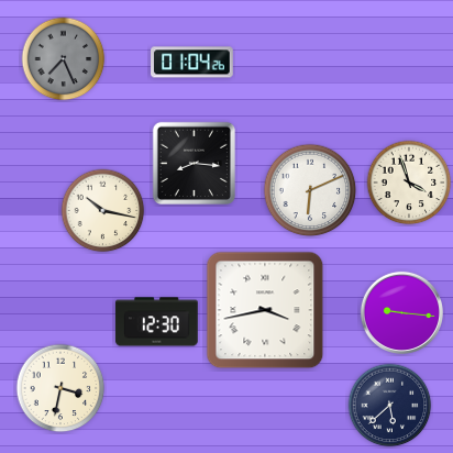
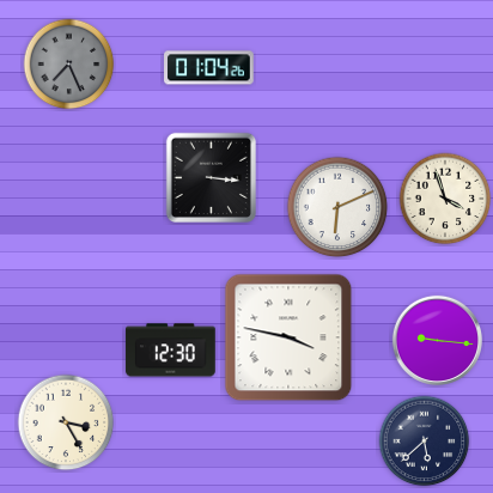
clock at (194, 163): 8:16 -> 3:16
clock at (103, 211): 10:17 -> none
clock at (265, 310): 3:43 -> 3:47
clock at (60, 388): 3:32 -> 3:25
